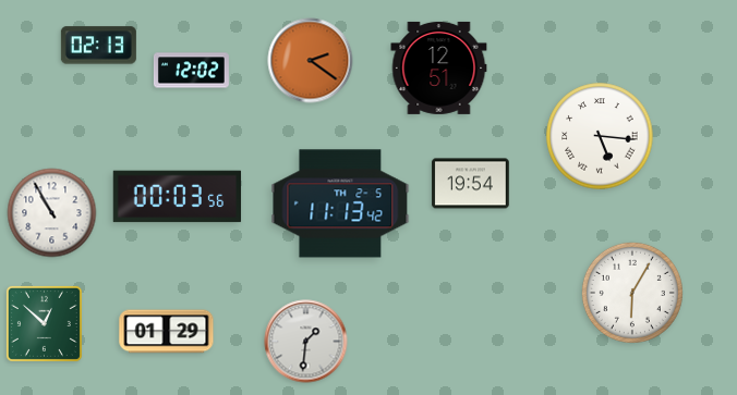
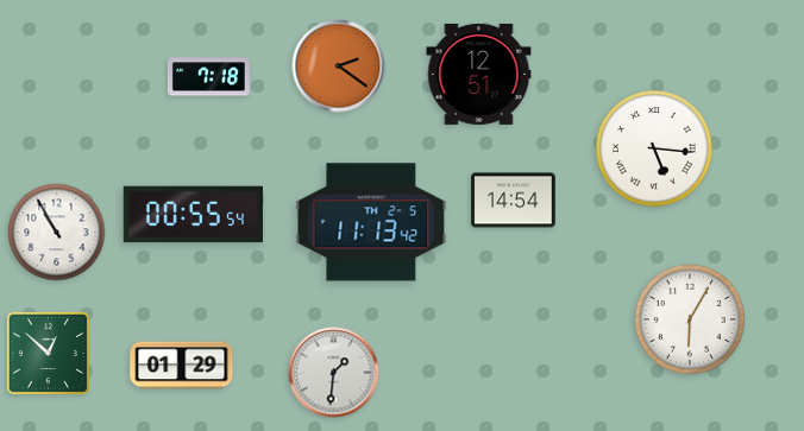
clock at (98, 46): 02:13 -> none
clock at (191, 71): 12:02 -> 7:18
clock at (471, 184): 19:54 -> 14:54
clock at (178, 197): 00:03 -> 00:55
clock at (167, 332) position: (167, 332) -> (182, 366)
